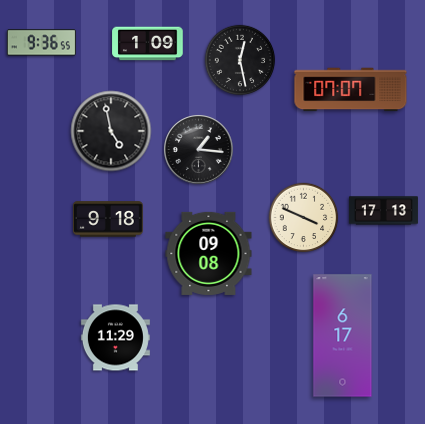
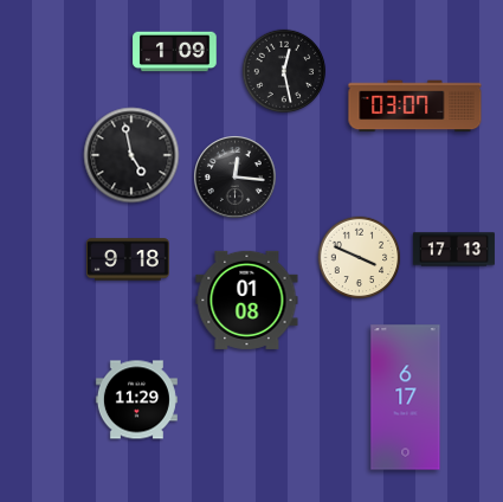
clock at (41, 43): 9:36 -> none
clock at (351, 90): 07:07 -> 03:07
clock at (199, 150): 1:16 -> 12:16
clock at (209, 253): 09:08 -> 01:08
